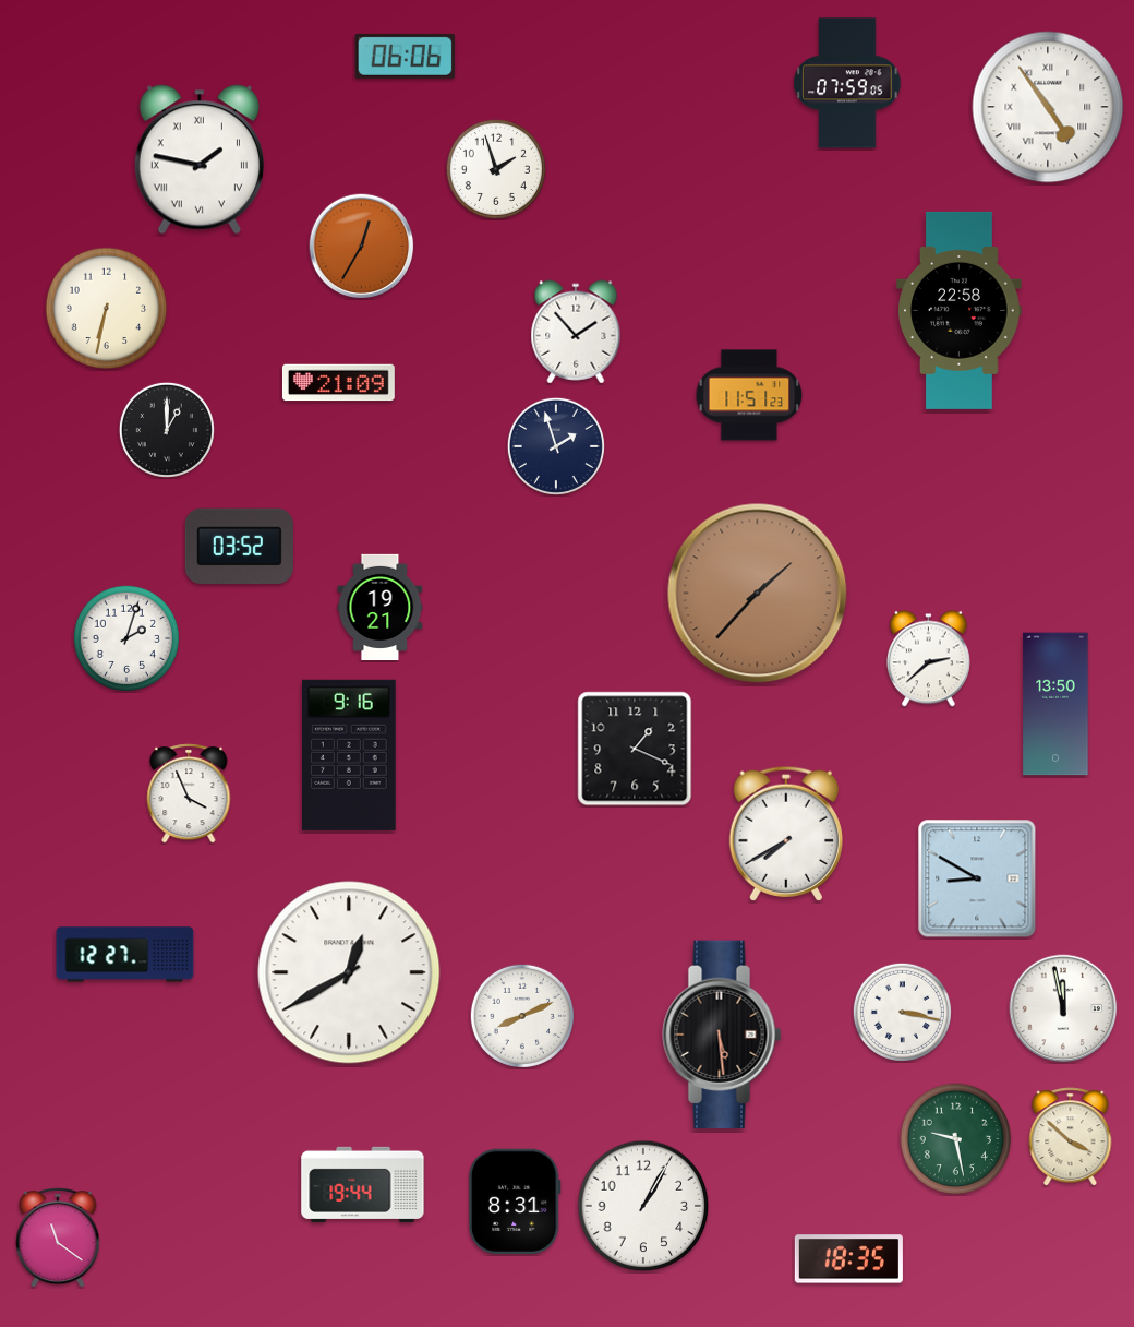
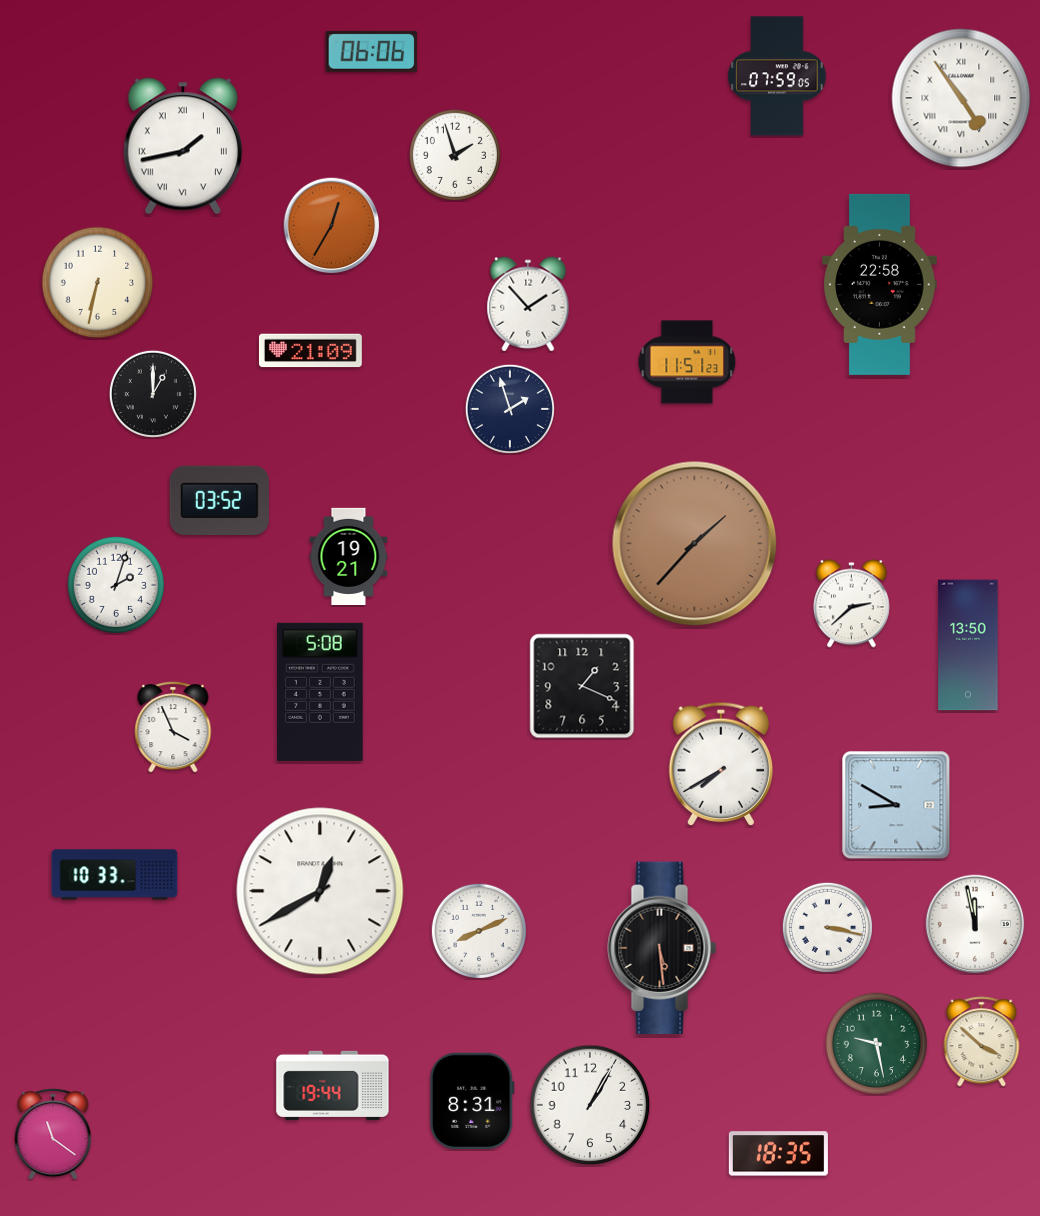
clock at (200, 159): 1:47 -> 1:43
clock at (349, 755): 9:16 -> 5:08
clock at (125, 955): 12:27 -> 10:33
